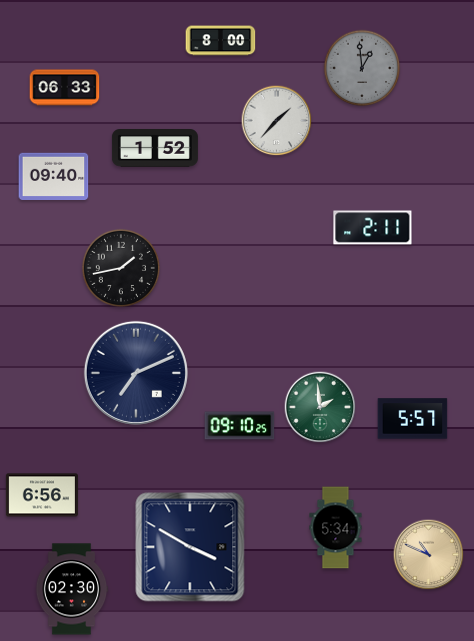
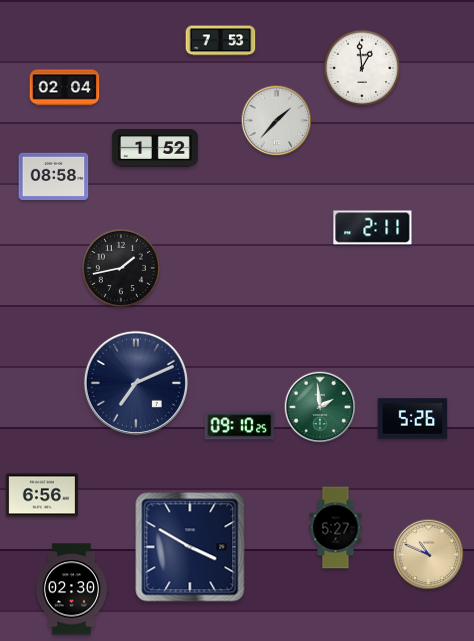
clock at (221, 41): 8:00 -> 7:53
clock at (362, 68) dial: grey -> white
clock at (65, 88): 06:33 -> 02:04
clock at (54, 177): 09:40 -> 08:58
clock at (136, 373) position: (136, 373) -> (136, 383)
clock at (413, 419): 5:57 -> 5:26
clock at (336, 528): 5:34 -> 5:27
